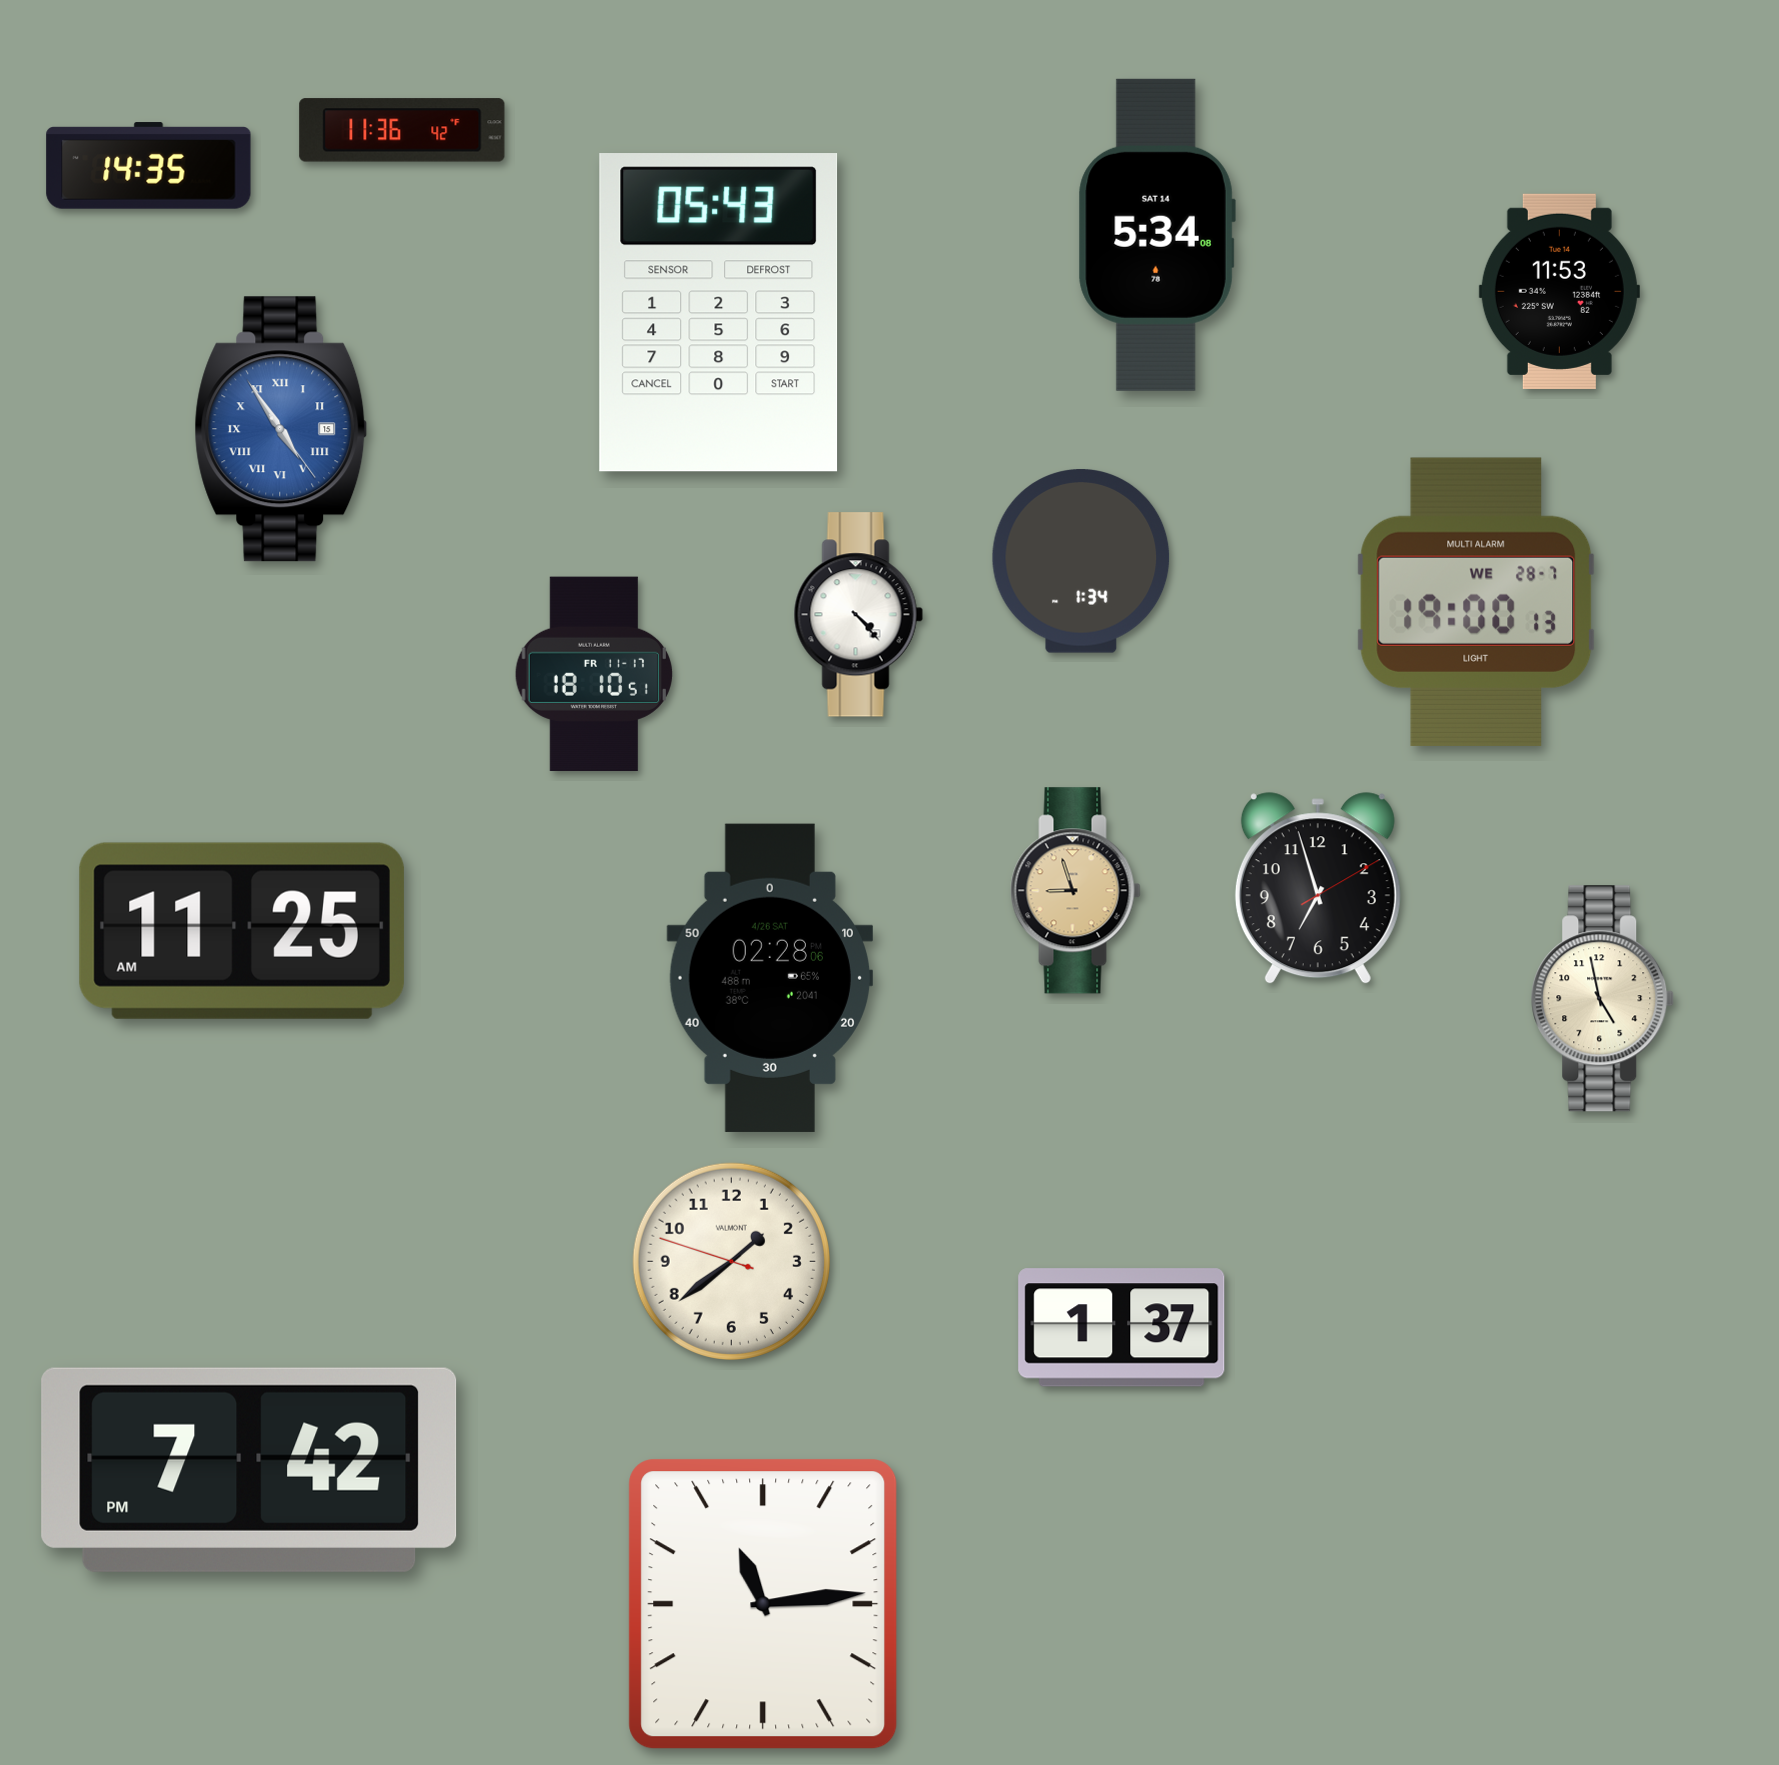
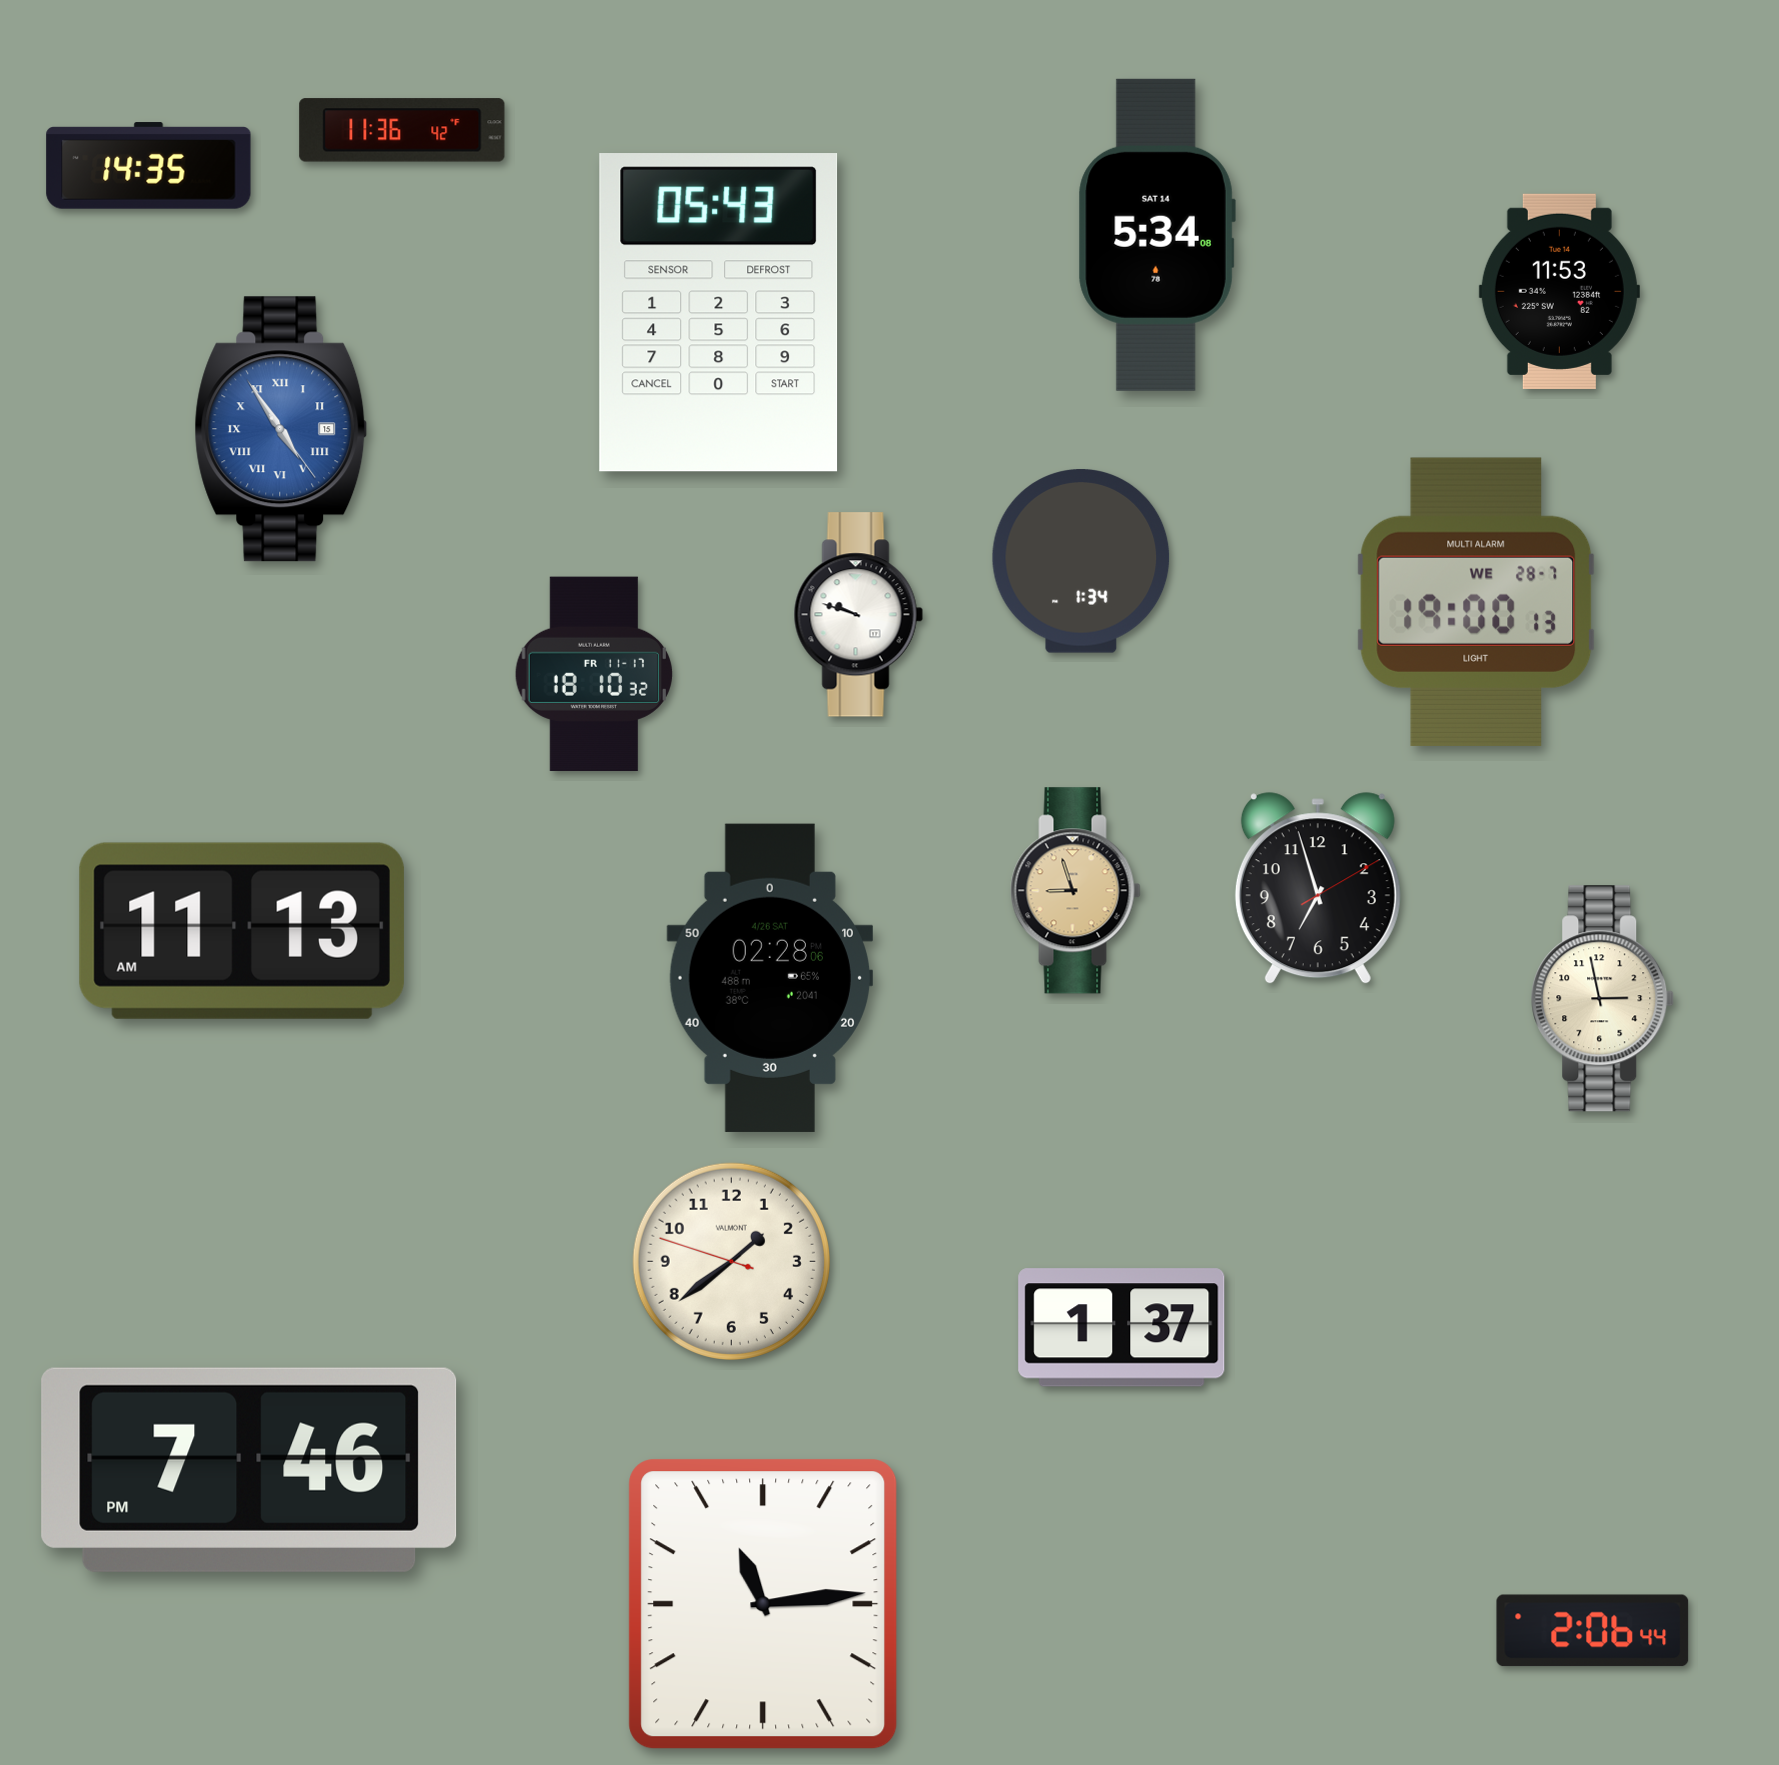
clock at (858, 615): 4:23 -> 9:48
clock at (593, 673): 18:10:51 -> 18:10:32
clock at (242, 931): 11:25 -> 11:13
clock at (1603, 999): 4:58 -> 2:58
clock at (249, 1470): 7:42 -> 7:46
clock at (1593, 1631): none -> 2:06
